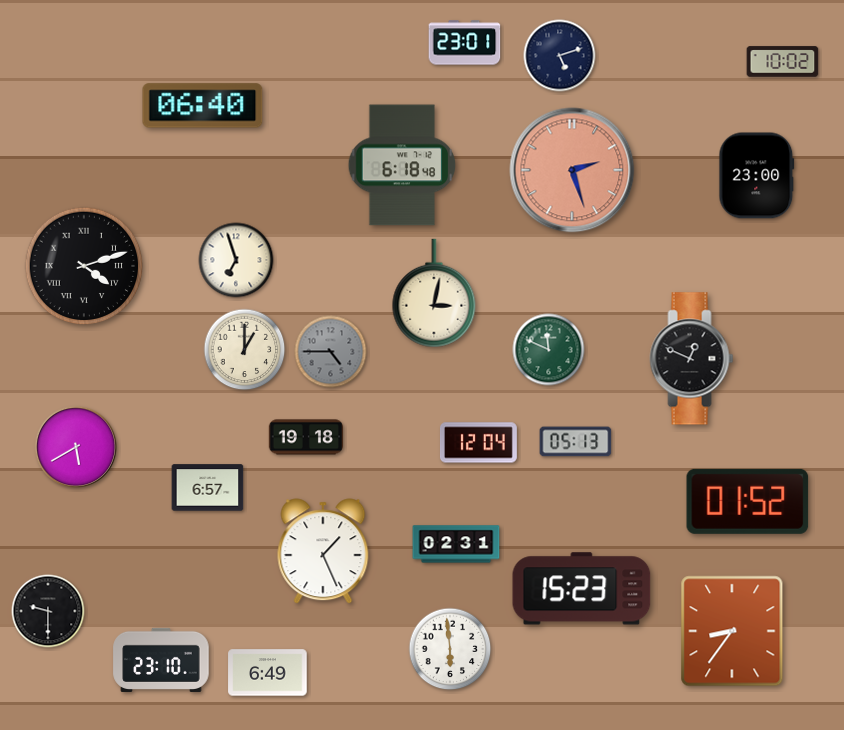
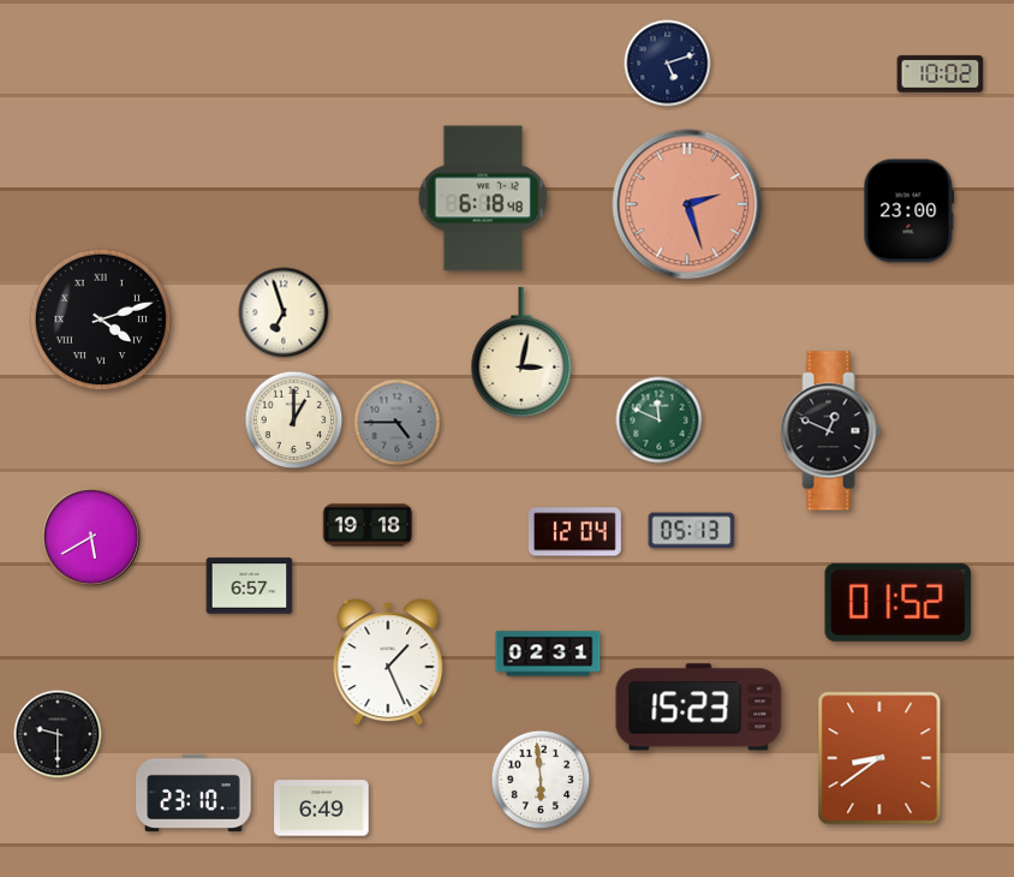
clock at (465, 43): 23:01 -> none
clock at (560, 56) position: (560, 56) -> (668, 64)
clock at (203, 106): 06:40 -> none
clock at (732, 631): 8:36 -> 8:39
